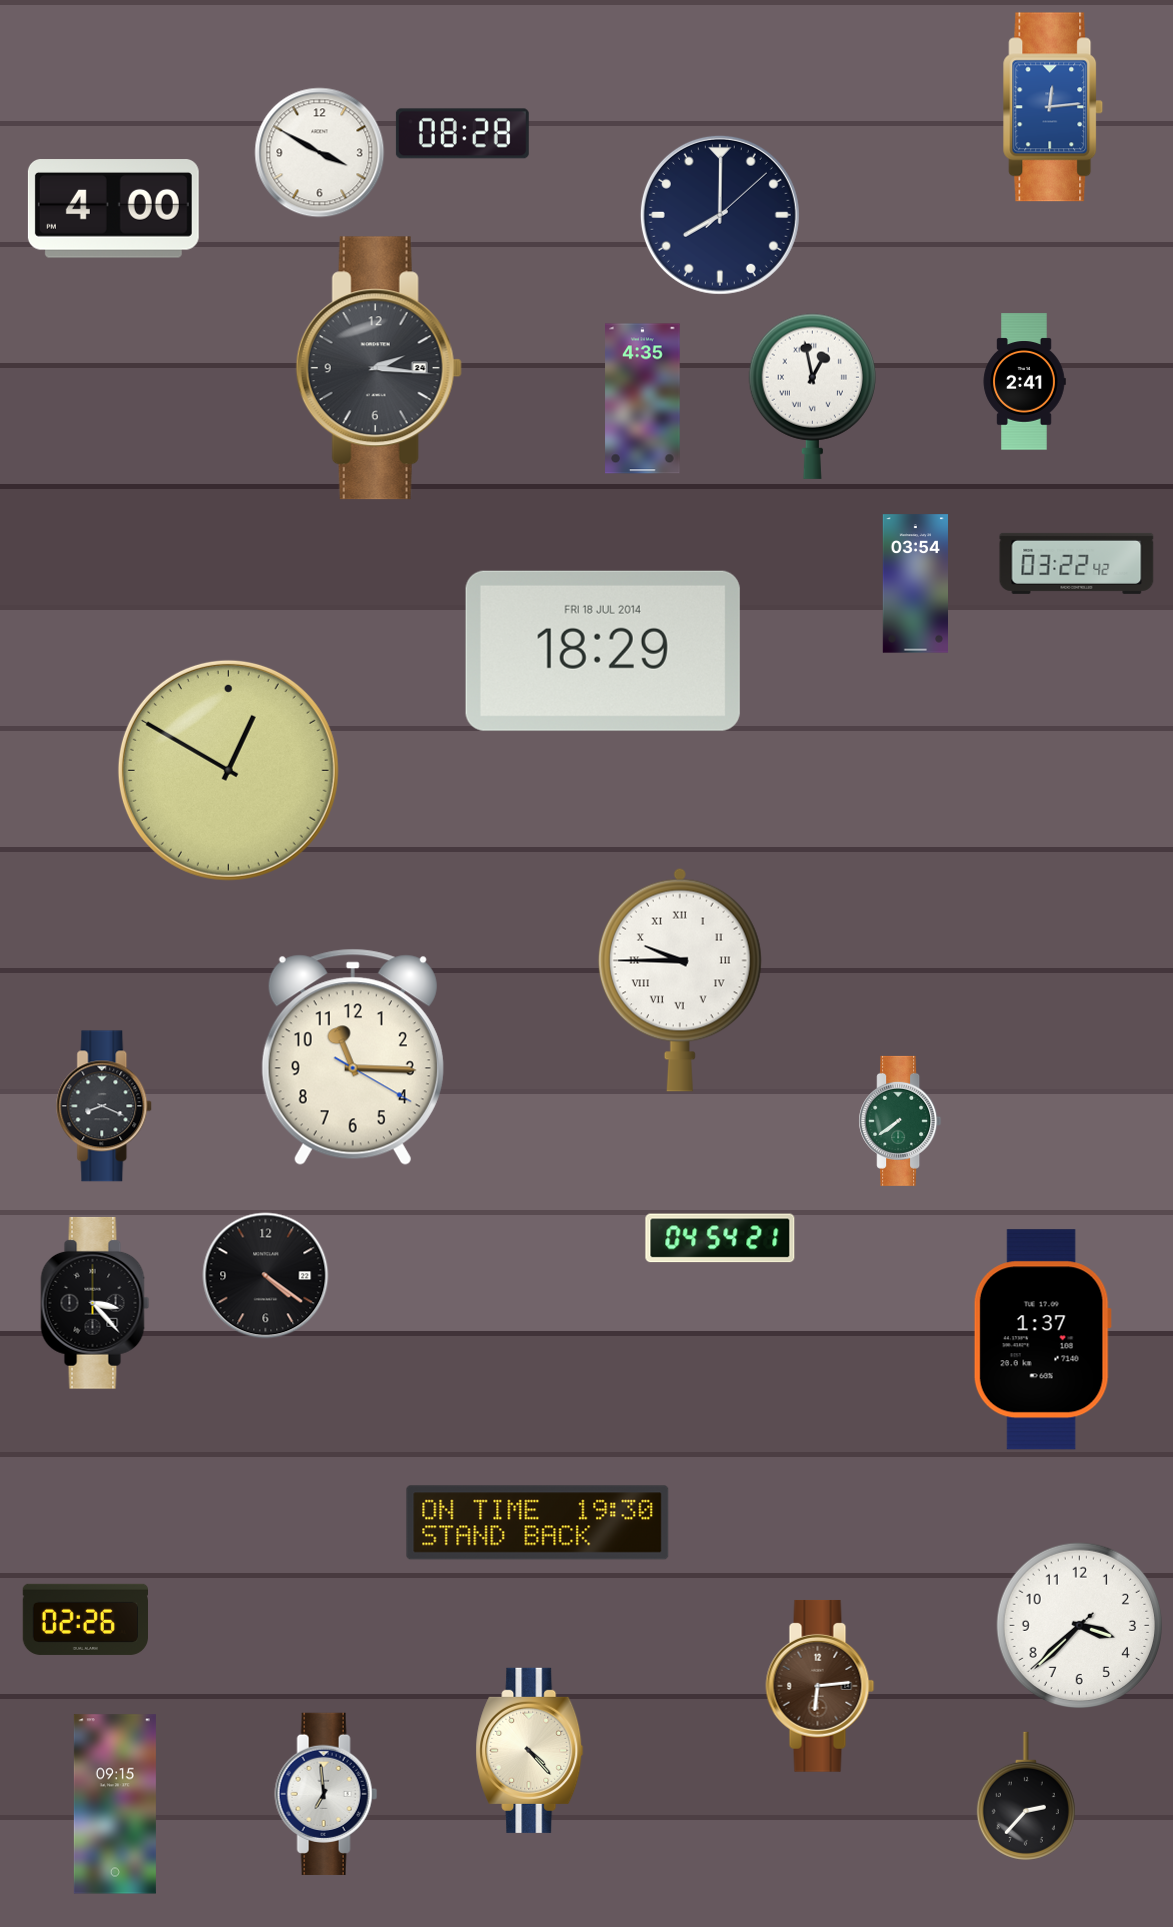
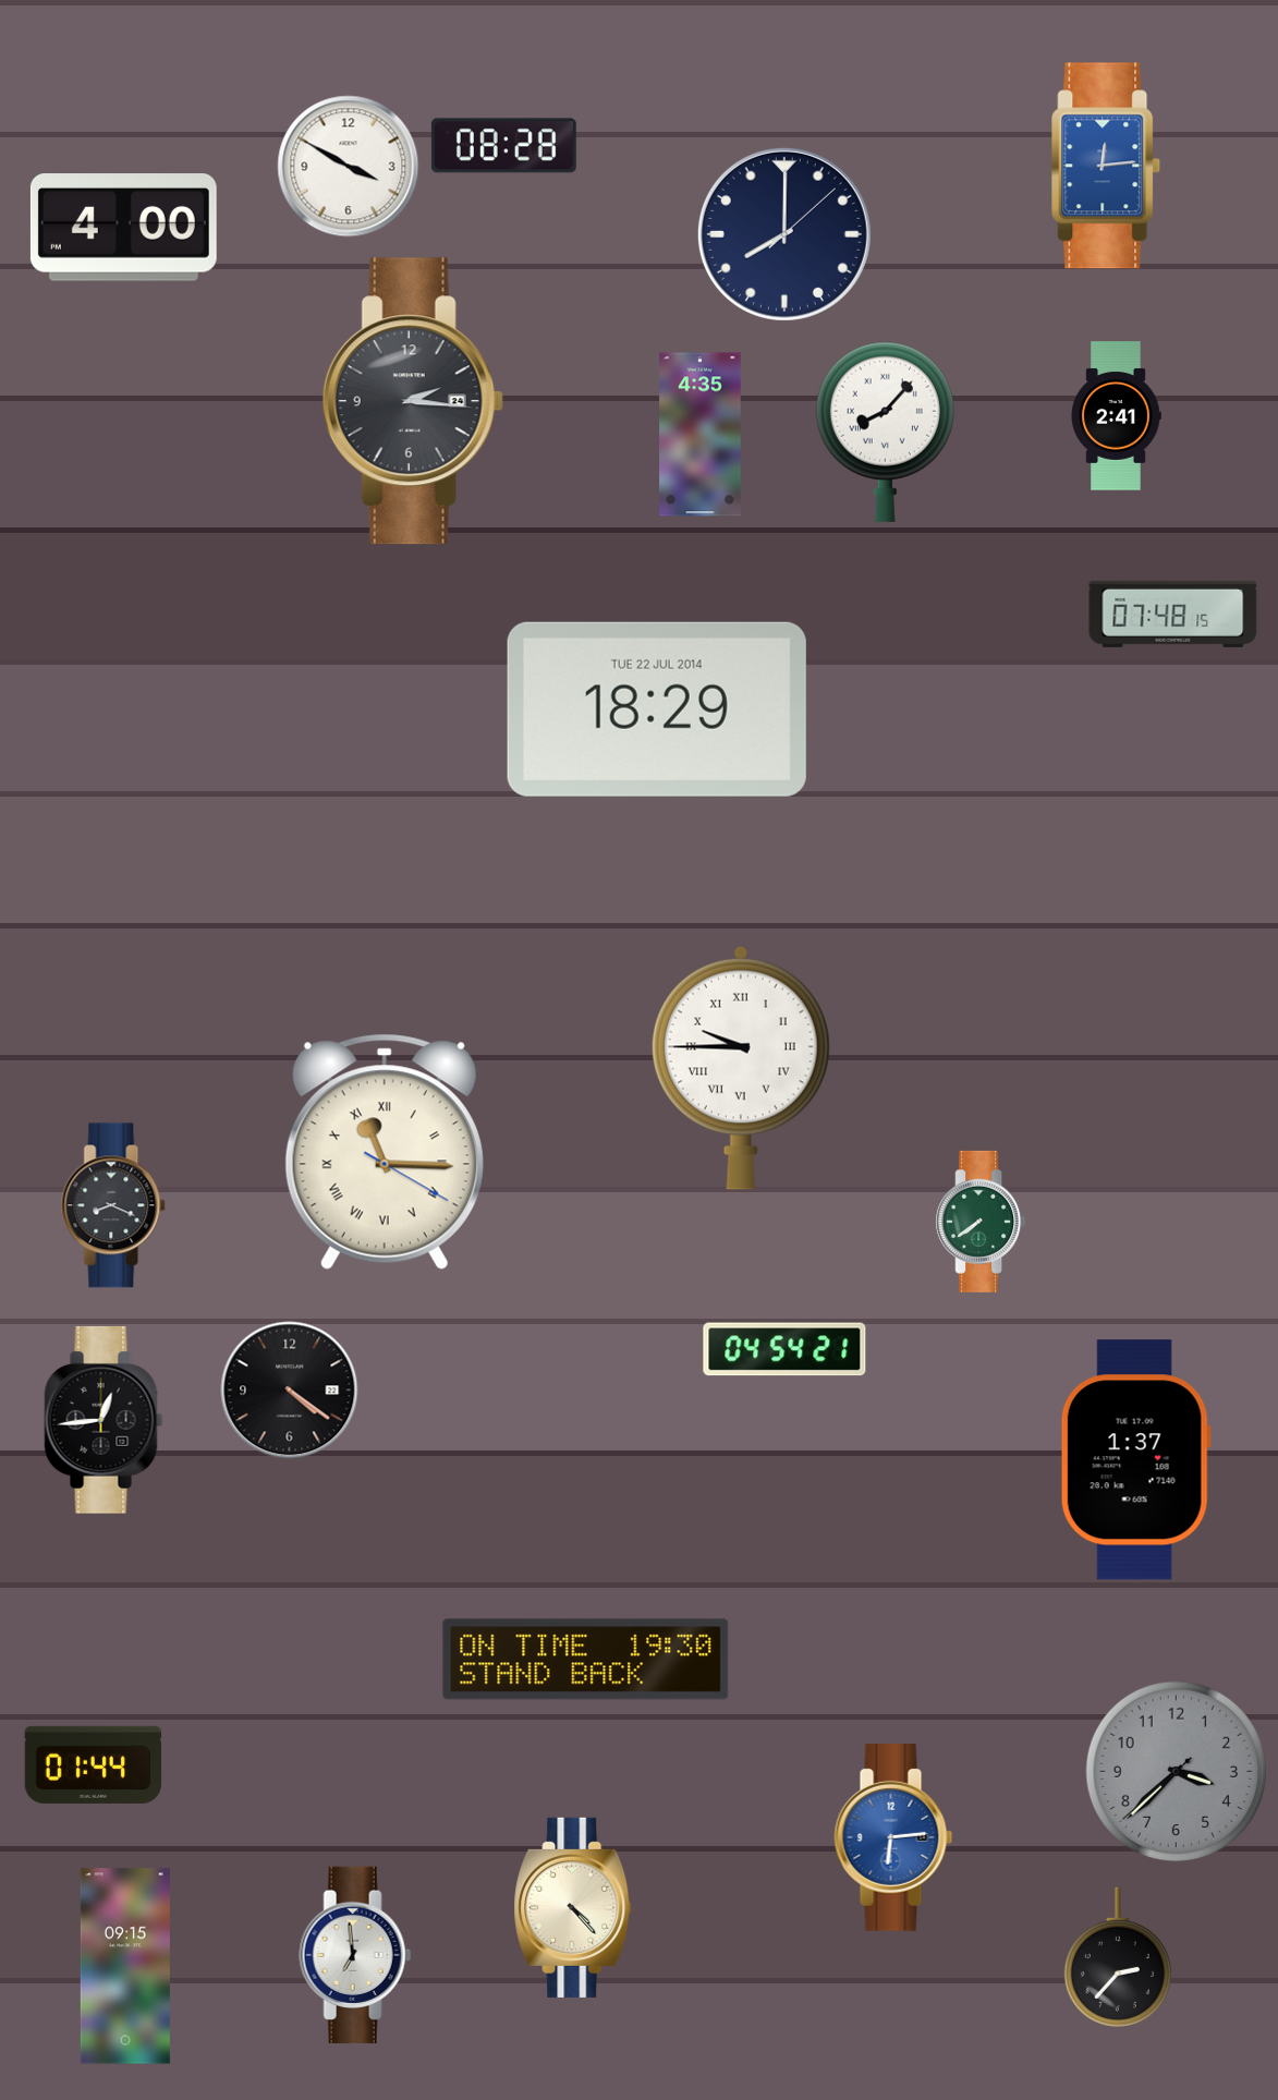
clock at (1053, 107) position: (1053, 107) -> (1106, 166)
clock at (812, 396): 12:58 -> 8:07
clock at (1077, 563): 03:22 -> 07:48
clock at (916, 584): 03:54 -> none
clock at (603, 651) date: FRI 18 JUL 2014 -> TUE 22 JUL 2014
clock at (228, 770): 12:50 -> none
clock at (353, 1057) numerals: Arabic -> Roman
clock at (95, 1303): 3:23 -> 12:44
clock at (85, 1619): 02:26 -> 01:44
clock at (1079, 1625) dial: white -> grey
clock at (820, 1686) dial: brown -> blue
clock at (530, 1750) position: (530, 1750) -> (573, 1907)
